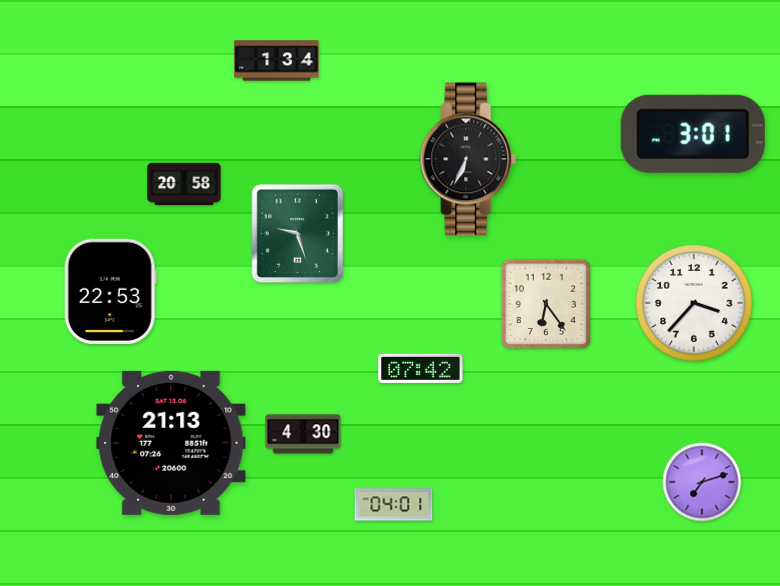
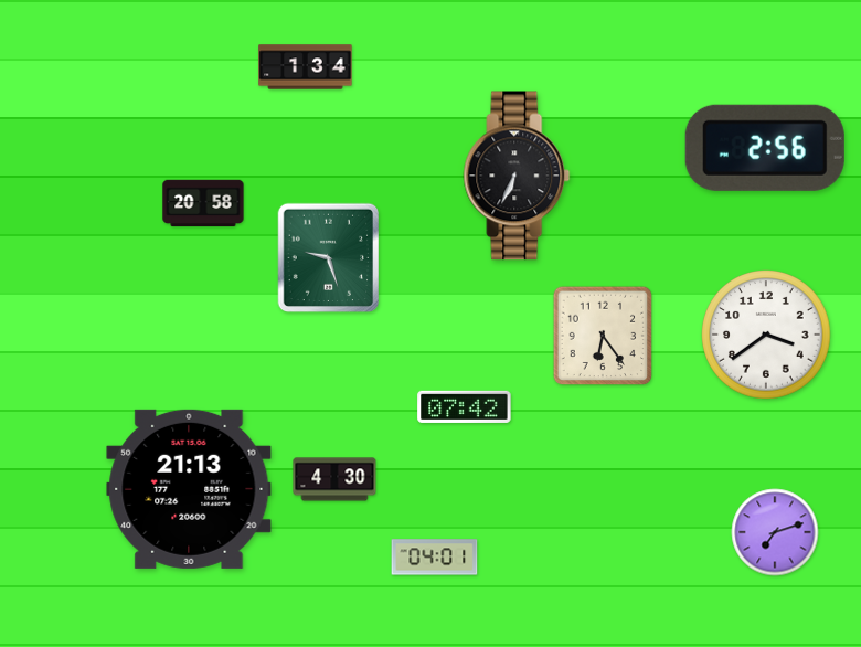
clock at (693, 134): 3:01 -> 2:56
clock at (110, 291): 22:53 -> none
clock at (694, 303): 3:37 -> 3:39
